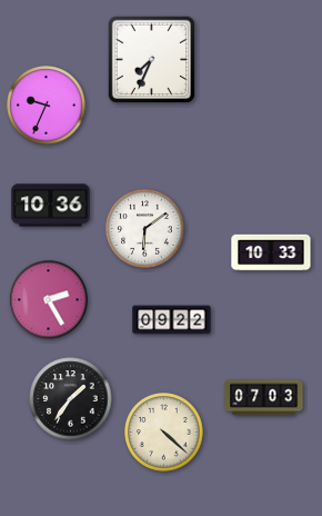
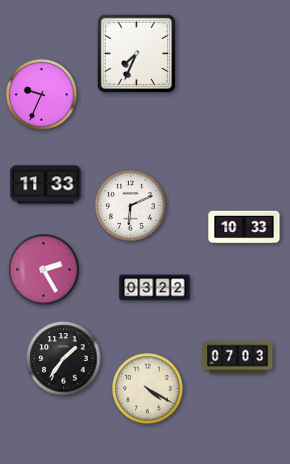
clock at (51, 206): 10:36 -> 11:33
clock at (145, 229): 6:09 -> 6:11
clock at (172, 320): 09:22 -> 03:22
clock at (164, 433): 4:22 -> 4:20
